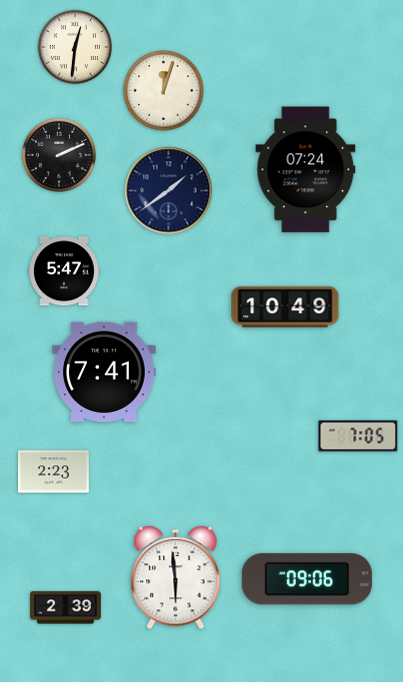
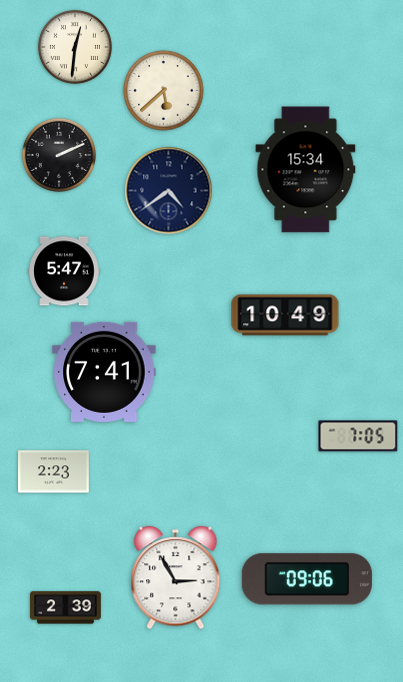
clock at (164, 91): 12:03 -> 5:38
clock at (306, 170): 07:24 -> 15:34
clock at (169, 191): 1:39 -> 4:39
clock at (285, 307) position: (285, 307) -> (285, 315)
clock at (176, 578): 5:59 -> 2:55
